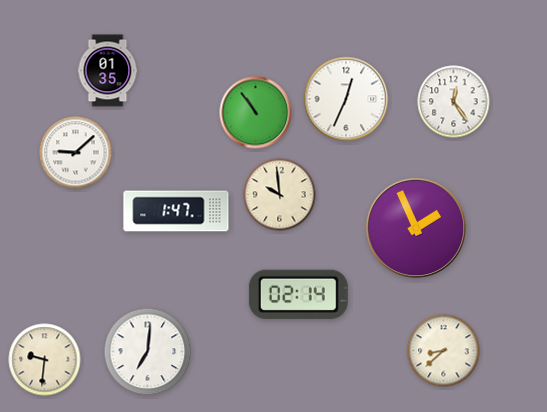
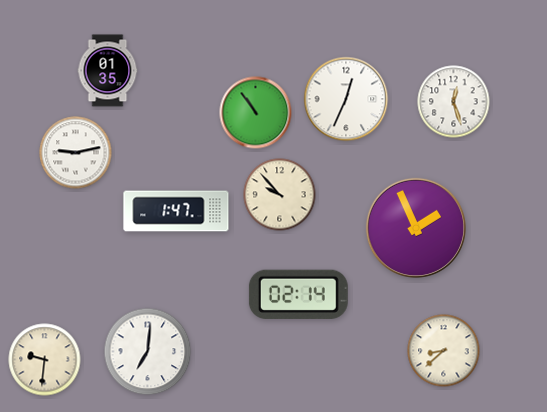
clock at (454, 102): 12:24 -> 12:27
clock at (76, 153): 9:08 -> 9:13
clock at (280, 195): 9:59 -> 9:53
